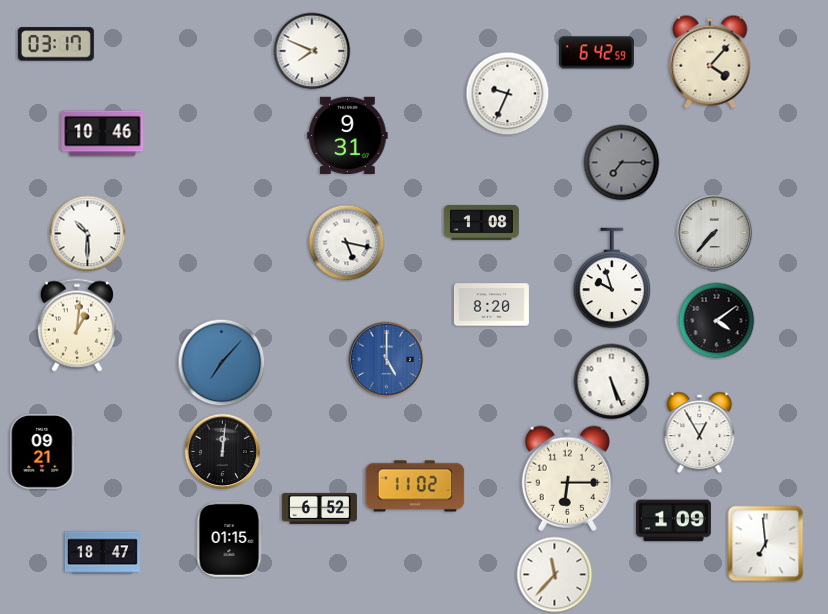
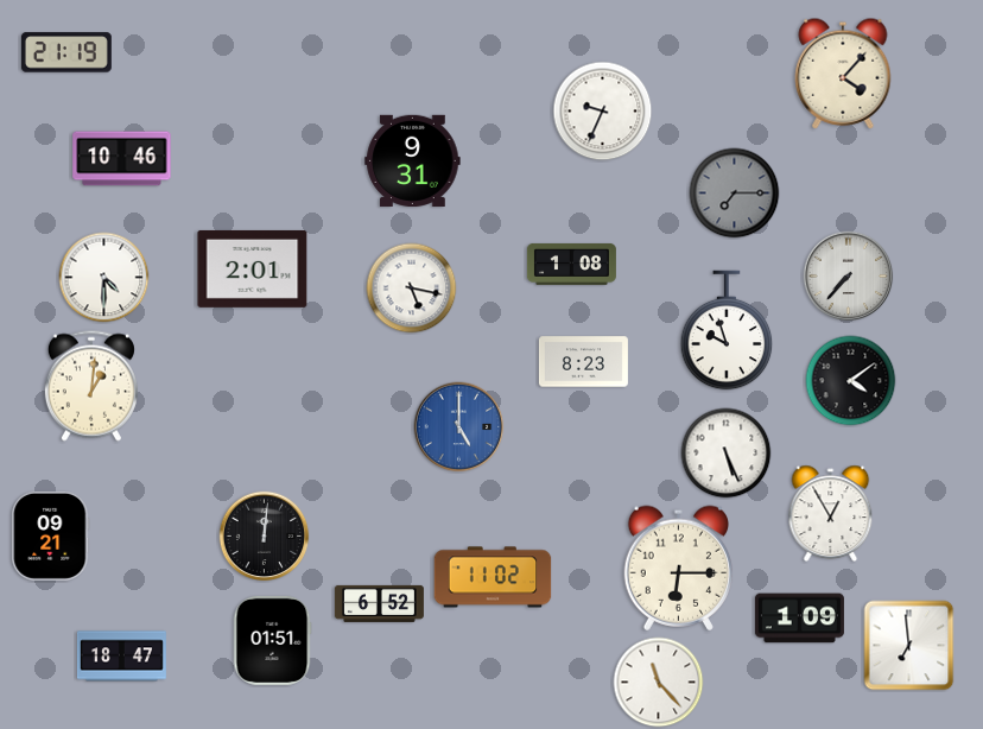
clock at (56, 44): 03:17 -> 21:19
clock at (312, 51): 7:49 -> none
clock at (596, 53): 6:42 -> none
clock at (622, 163) position: (622, 163) -> (735, 194)
clock at (253, 268): none -> 2:01
clock at (88, 234): 10:30 -> 4:30
clock at (491, 305): 8:20 -> 8:23
clock at (222, 363): 7:07 -> none
clock at (567, 478) position: (567, 478) -> (678, 568)
clock at (229, 539): 01:15 -> 01:51
clock at (555, 575): 11:37 -> 11:23
